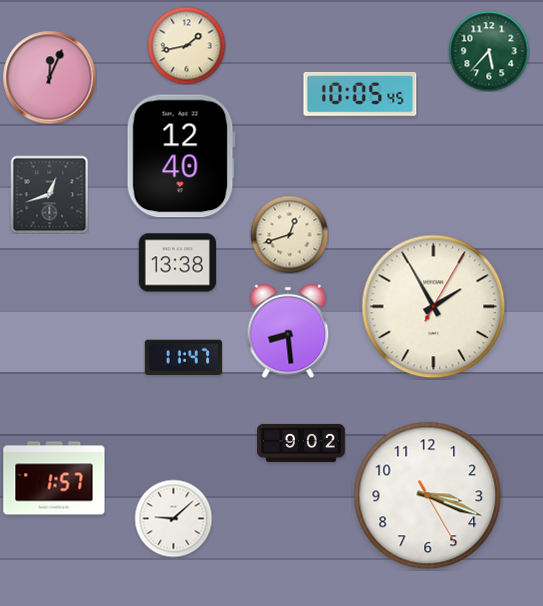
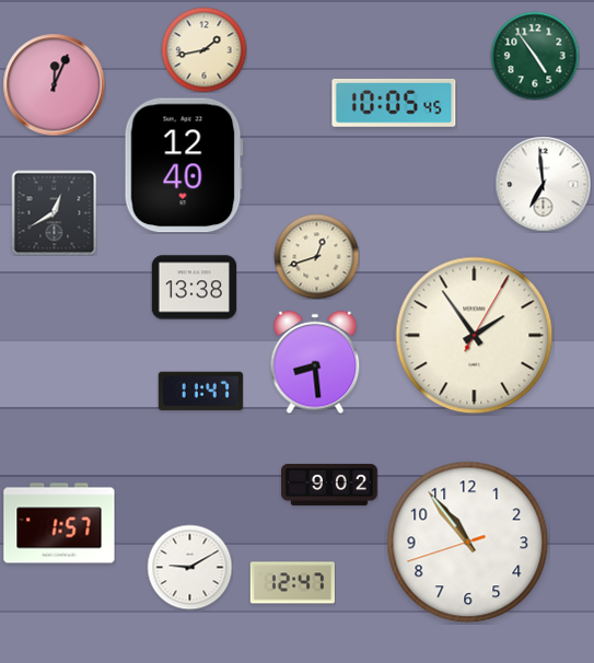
clock at (489, 51): 5:37 -> 4:54
clock at (181, 156) position: (181, 156) -> (184, 165)
clock at (543, 184): none -> 6:59
clock at (49, 194): 12:42 -> 12:40
clock at (434, 307): 1:55 -> 1:54
clock at (428, 496): 3:18 -> 10:53
clock at (173, 518): 9:08 -> 9:10
clock at (292, 583): none -> 12:47
